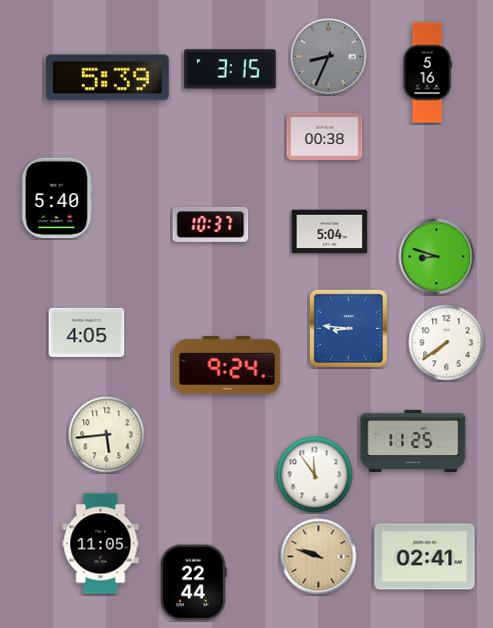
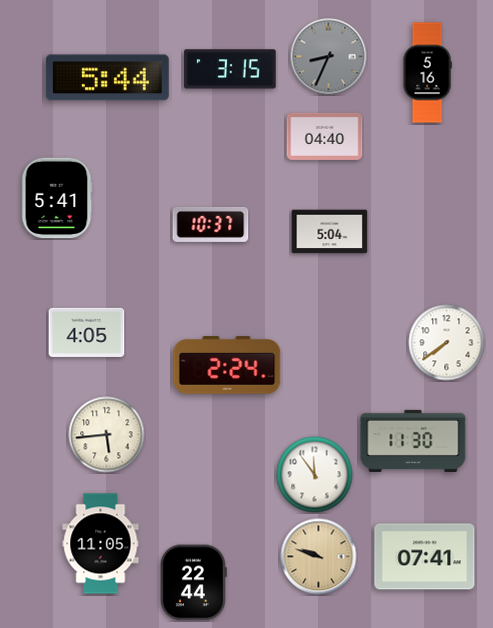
clock at (107, 78): 5:39 -> 5:44
clock at (325, 136): 00:38 -> 04:40
clock at (57, 198): 5:40 -> 5:41
clock at (437, 257): 8:48 -> none
clock at (348, 328): 8:46 -> none
clock at (227, 365): 9:24 -> 2:24
clock at (413, 441): 11:25 -> 11:30
clock at (425, 557): 02:41 -> 07:41
